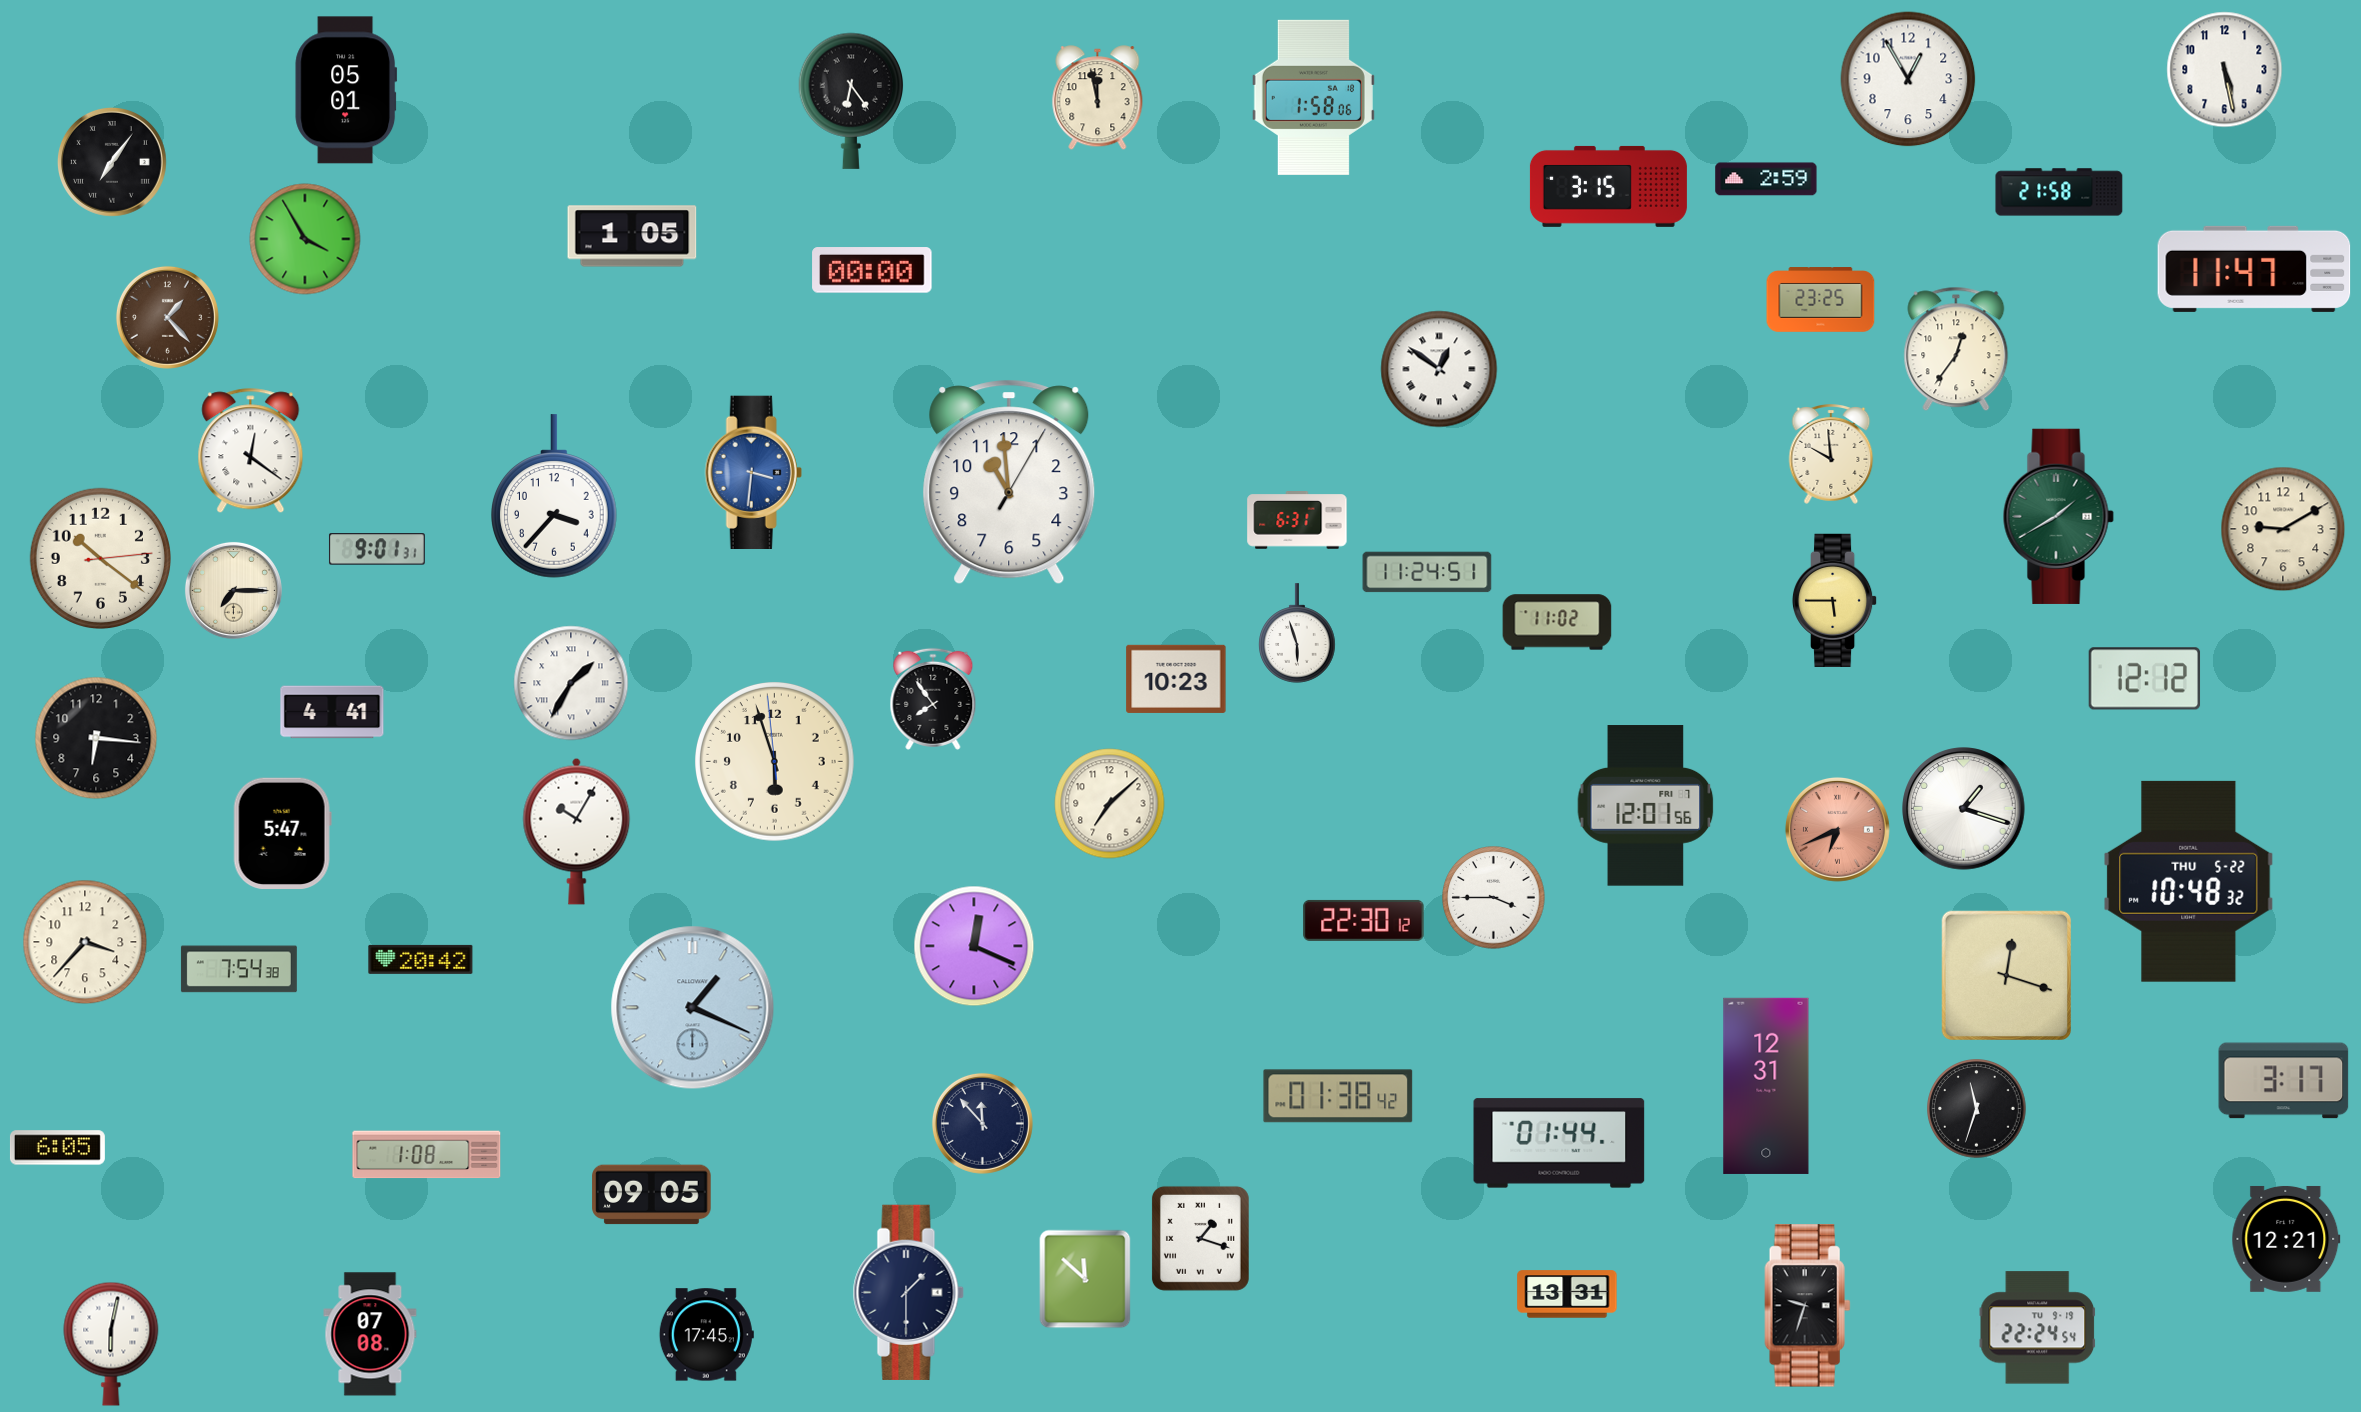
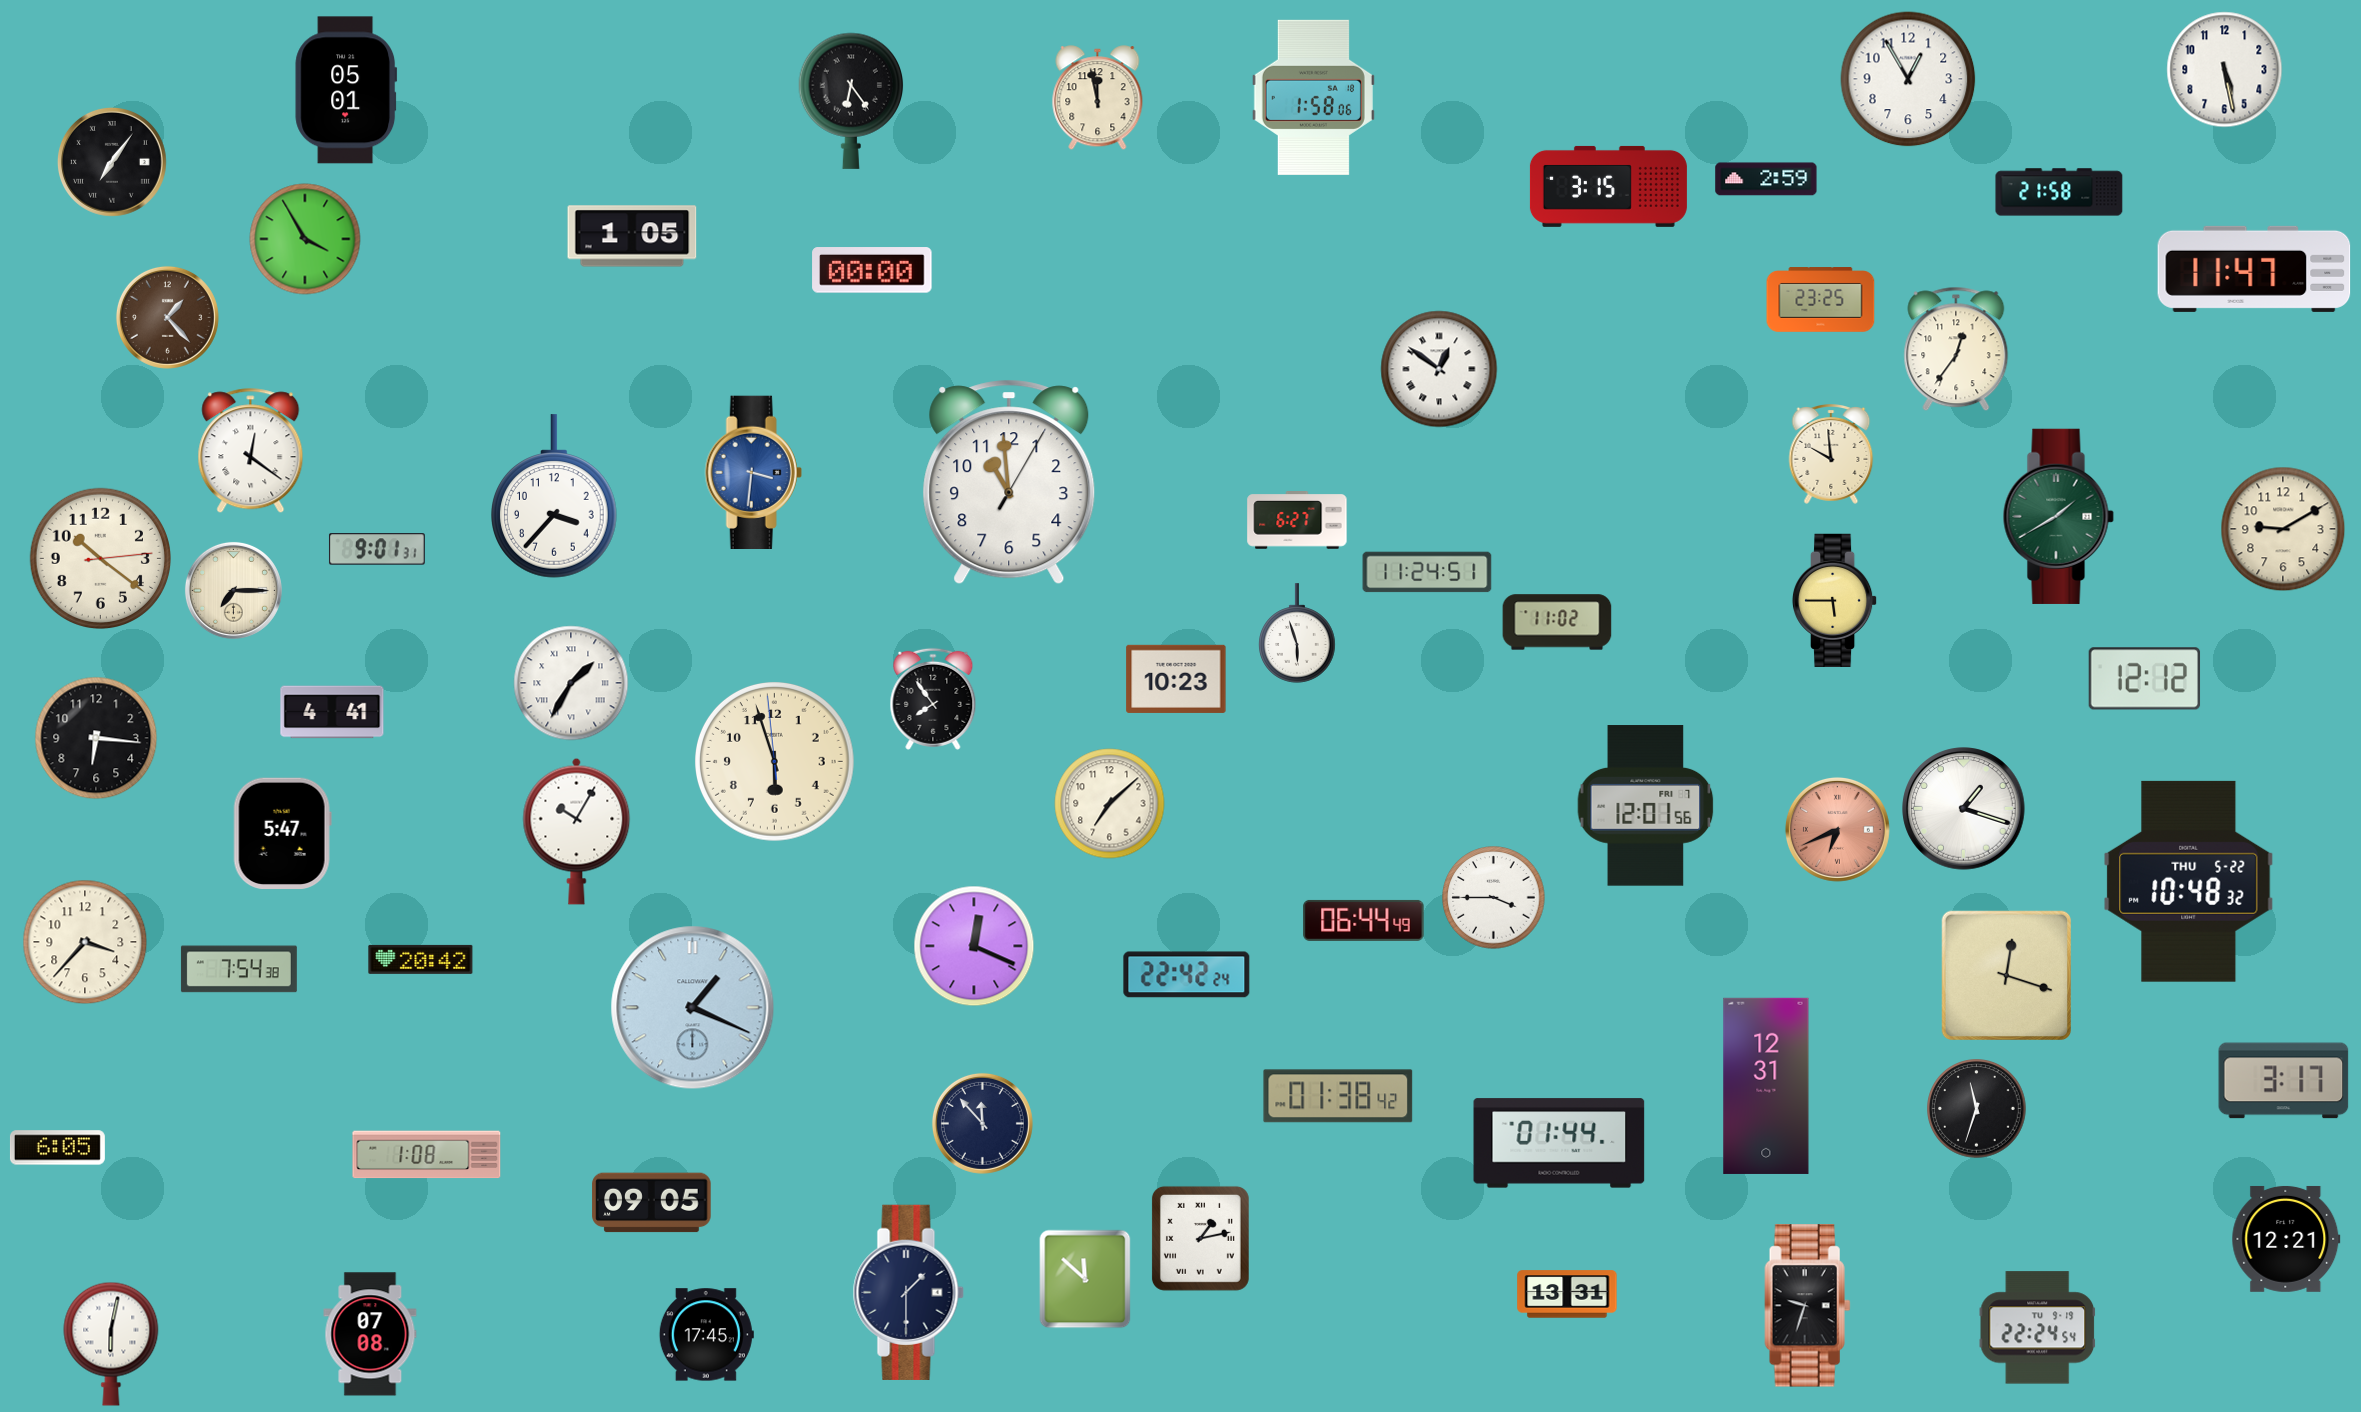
clock at (1297, 521): 6:31 -> 6:27
clock at (1364, 920): 22:30 -> 06:44
clock at (1187, 975): none -> 22:42
clock at (652, 1195) position: (652, 1195) -> (652, 1203)
clock at (1200, 1238): 1:18 -> 1:13
